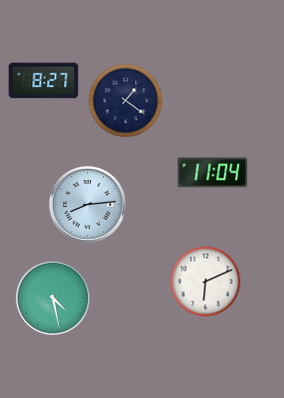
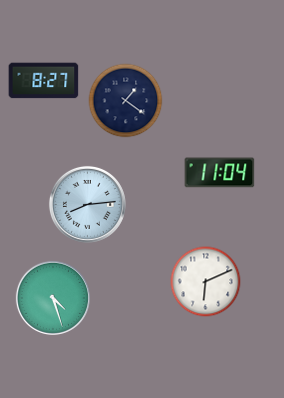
clock at (213, 173) position: (213, 173) -> (220, 173)
clock at (53, 298): 4:28 -> 4:27
